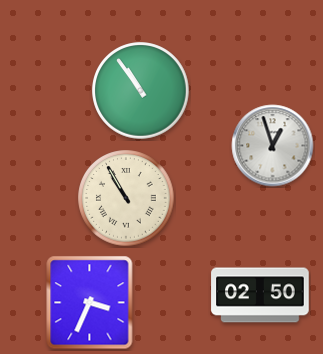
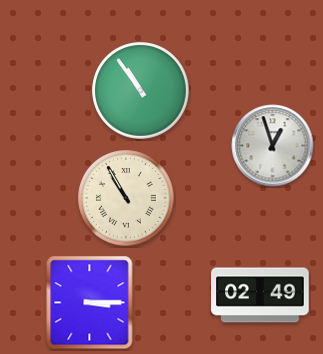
clock at (260, 295): 02:50 -> 02:49
clock at (90, 303): 3:34 -> 3:15
